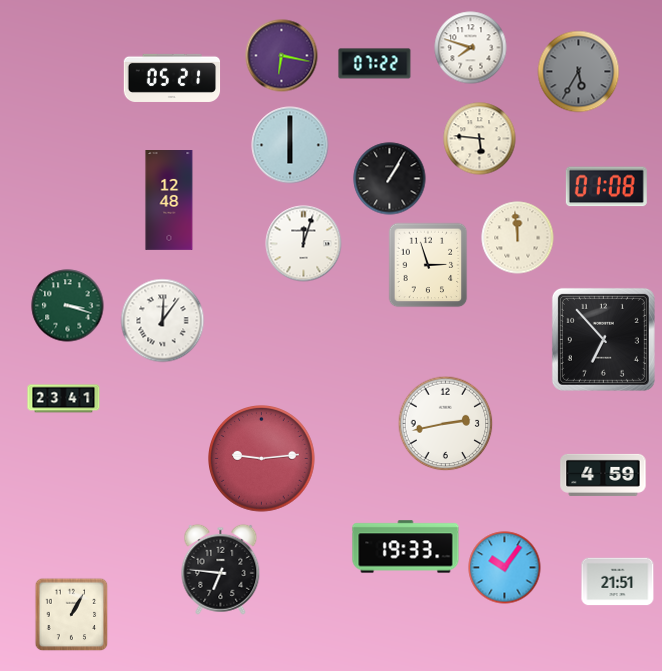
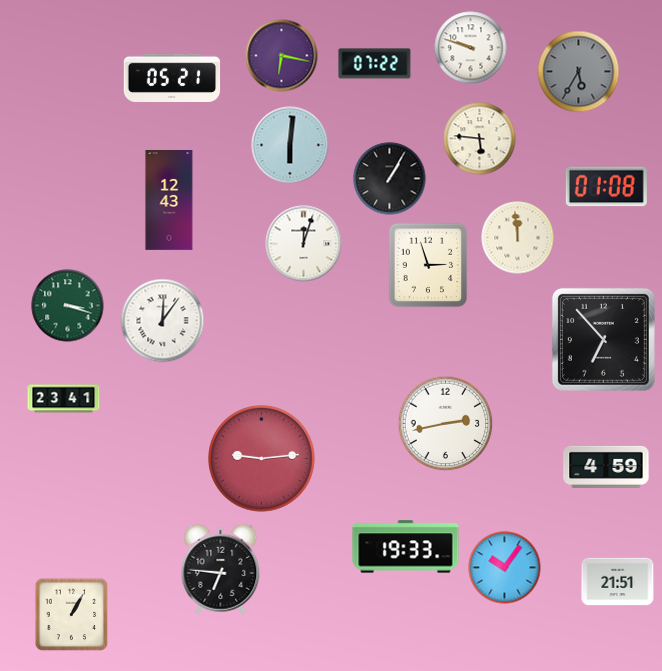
clock at (471, 48): 7:48 -> 9:48
clock at (290, 145): 6:00 -> 6:01
clock at (169, 201): 12:48 -> 12:43
clock at (603, 475) position: (603, 475) -> (606, 467)
